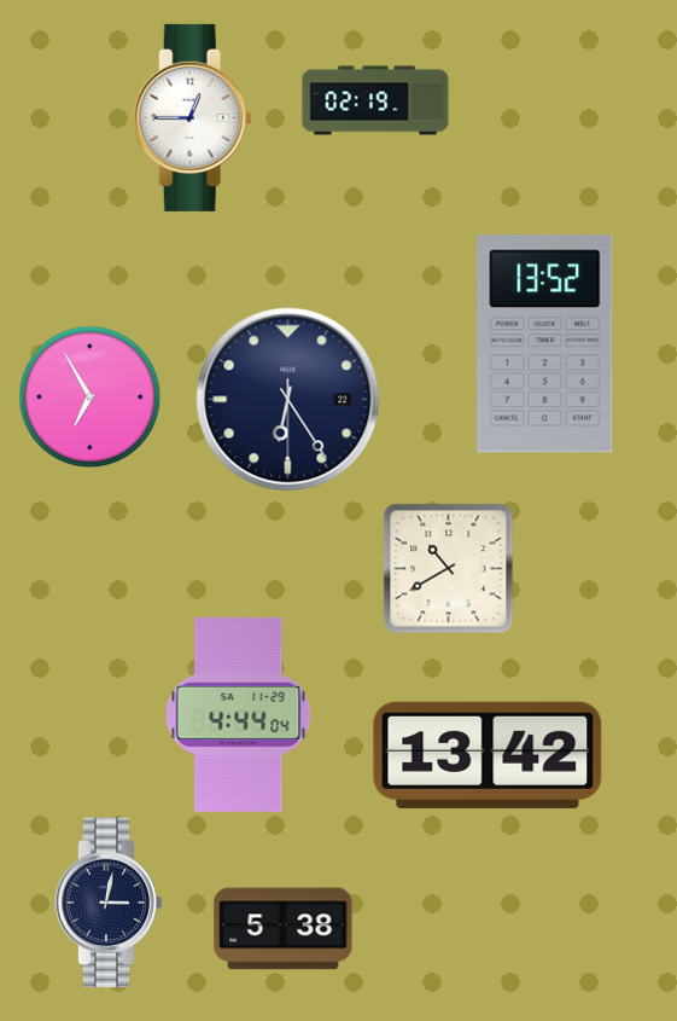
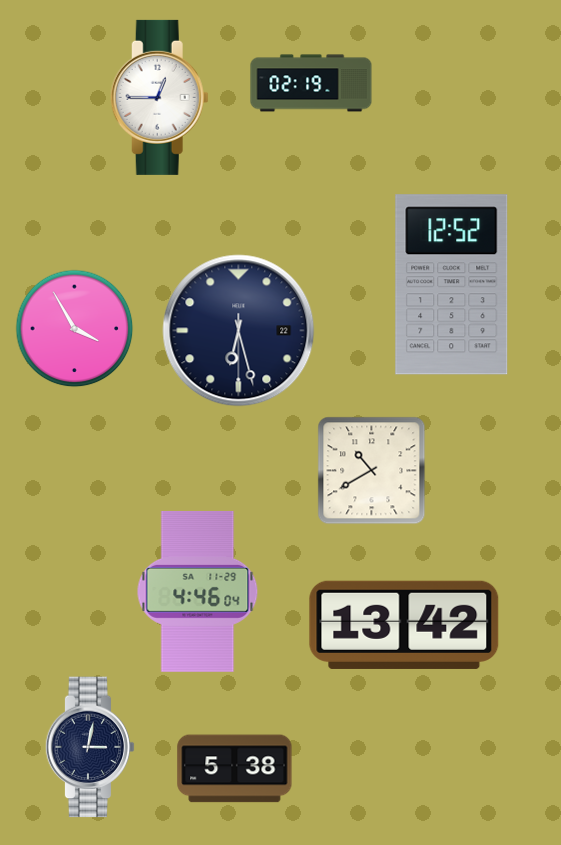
clock at (545, 344): 13:52 -> 12:52
clock at (89, 396): 6:55 -> 3:55
clock at (288, 400): 6:24 -> 6:27
clock at (239, 714): 4:44 -> 4:46
